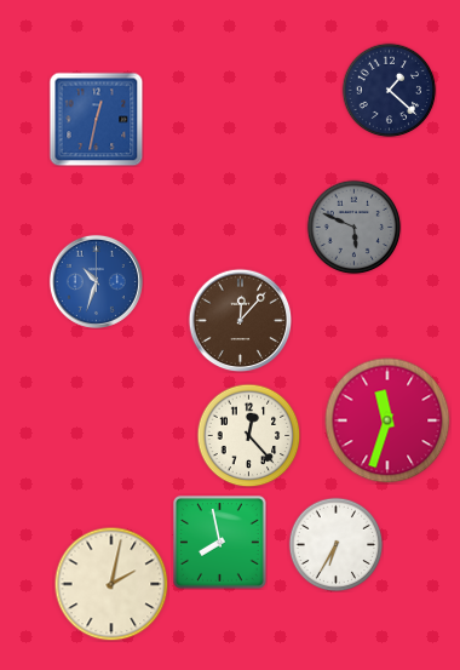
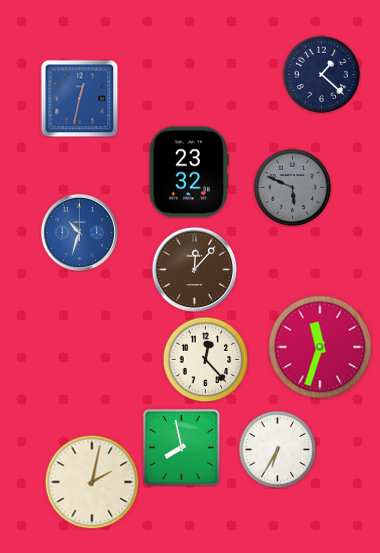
clock at (189, 172): none -> 23:32
clock at (240, 320) position: (240, 320) -> (194, 269)
